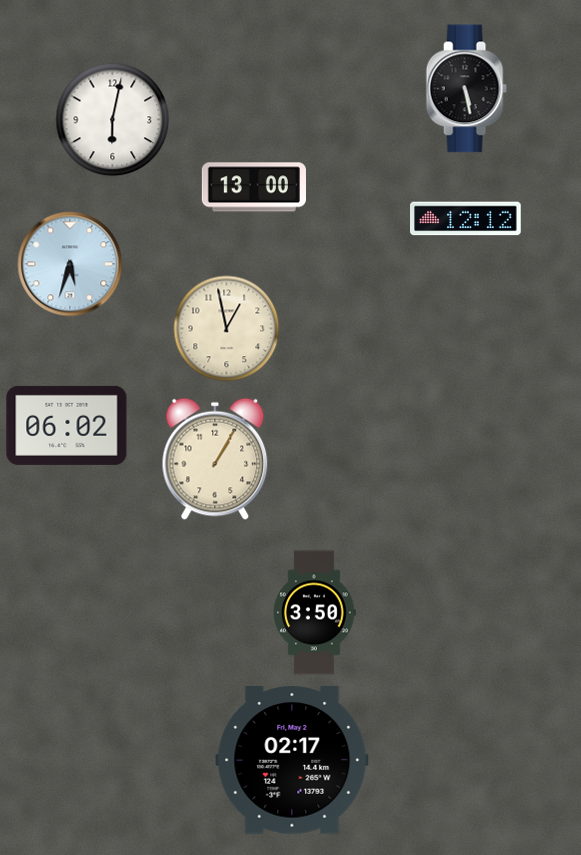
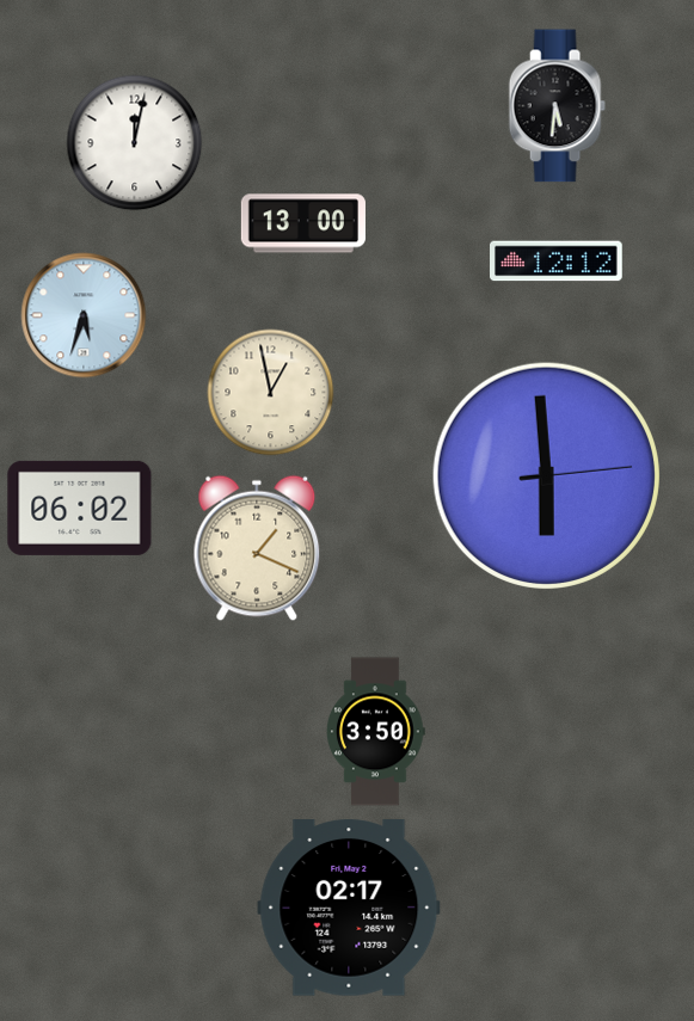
clock at (466, 89): 5:28 -> 5:31
clock at (113, 120): 6:02 -> 12:02
clock at (546, 475): none -> 5:59
clock at (215, 459): 1:05 -> 1:19
